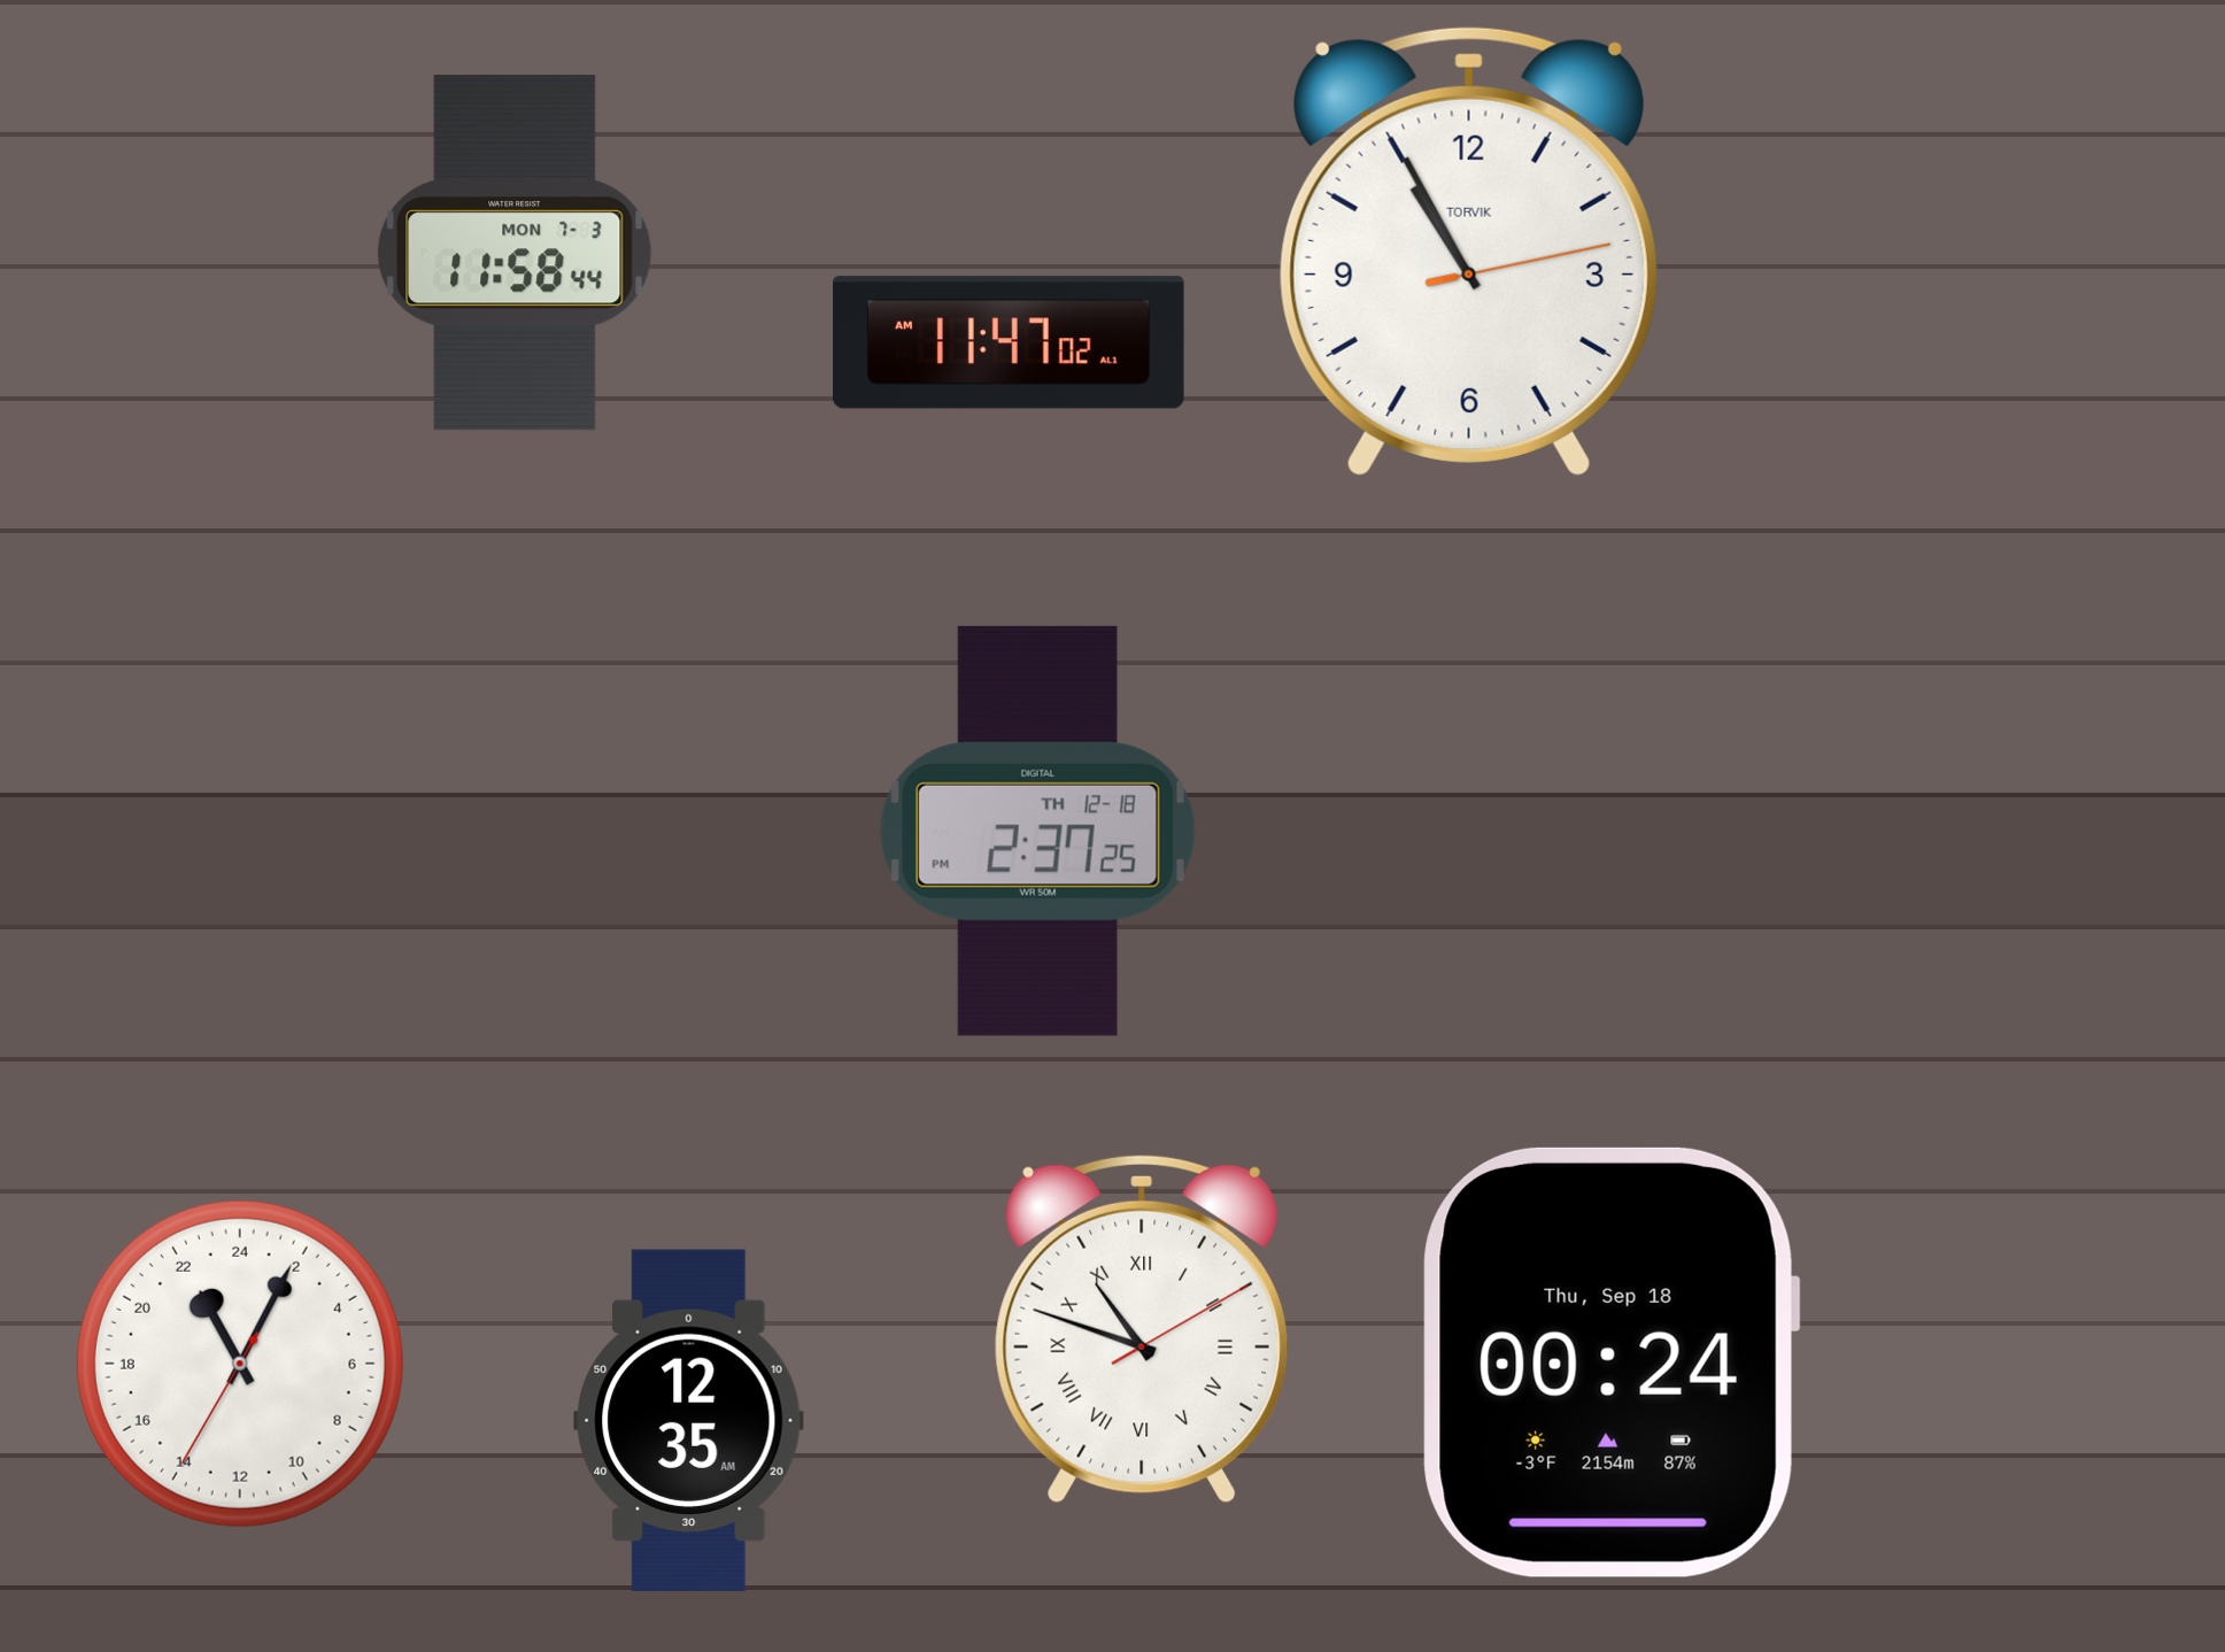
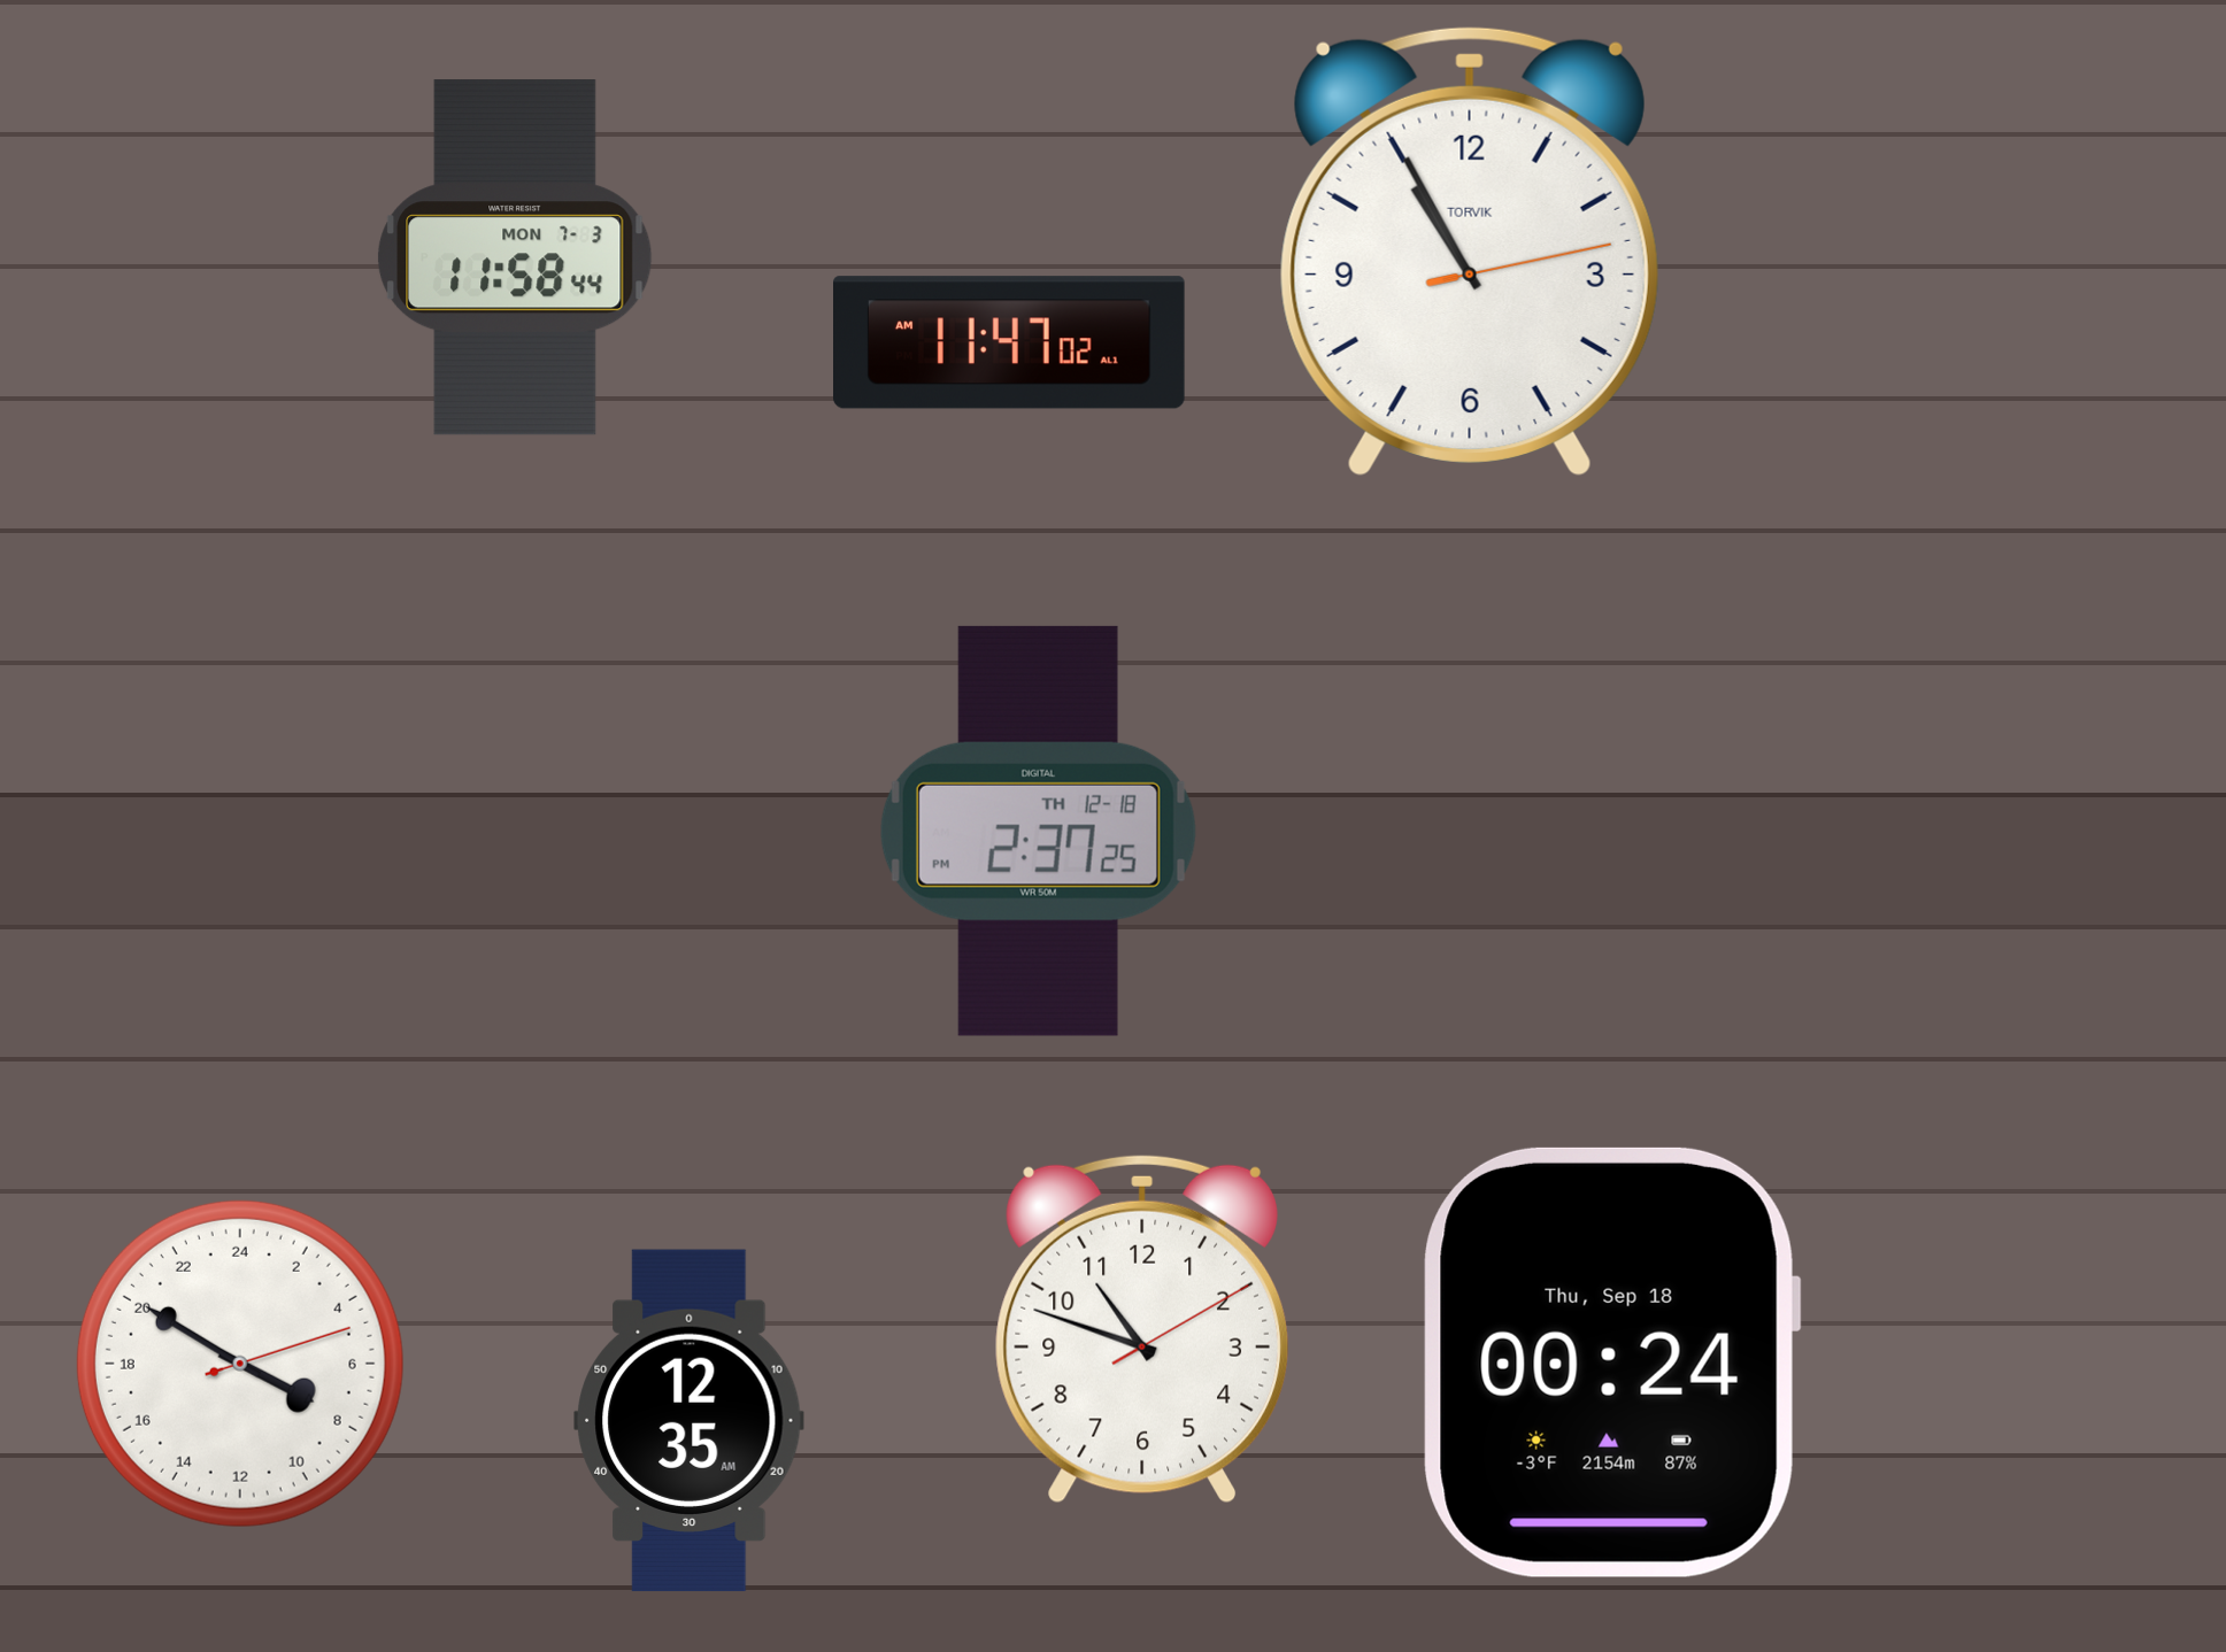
clock at (515, 253) position: (515, 253) -> (515, 257)
clock at (1142, 1329) numerals: Roman -> Arabic
clock at (240, 1364): 22:04 -> 7:50
